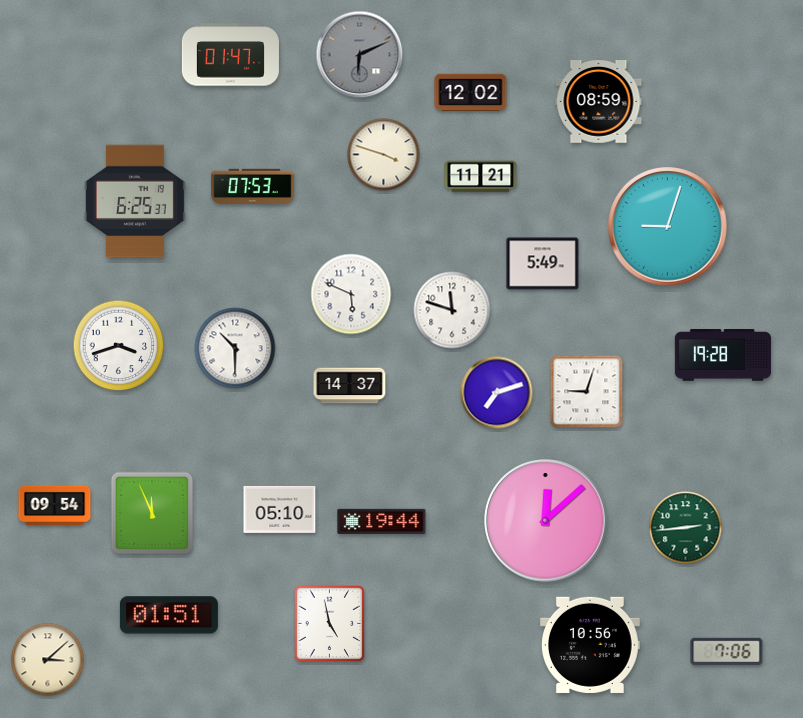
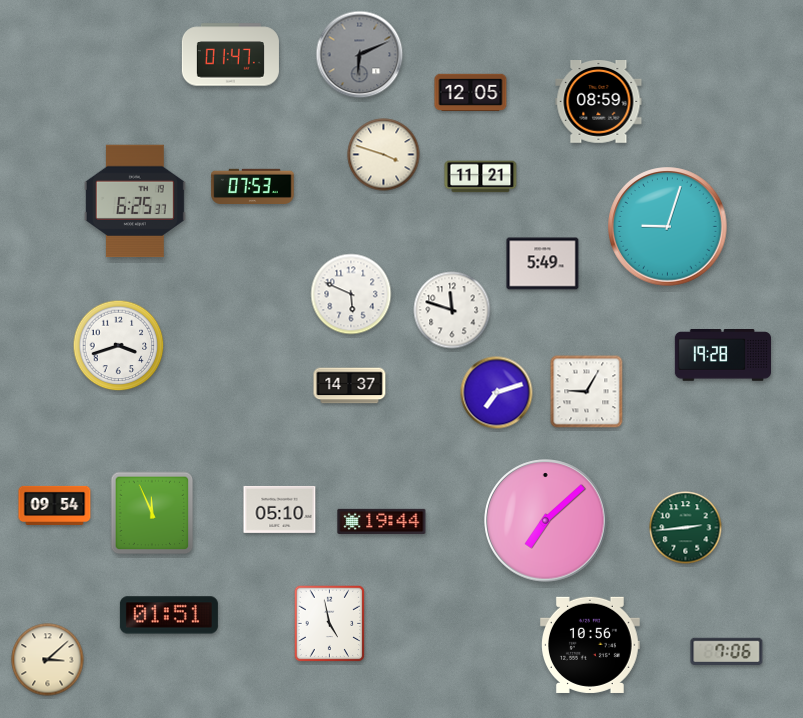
clock at (471, 93): 12:02 -> 12:05
clock at (235, 348): 10:30 -> none
clock at (587, 392): 9:03 -> 9:05
clock at (546, 521): 12:08 -> 7:08
